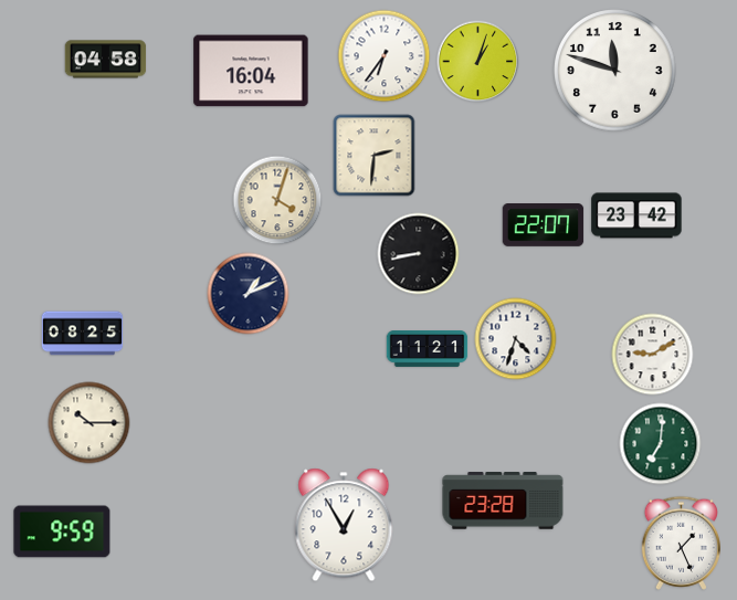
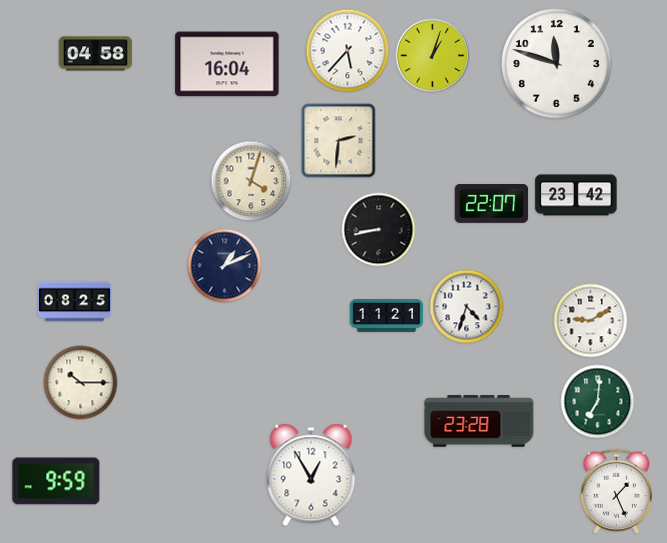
clock at (385, 56): 6:36 -> 5:37
clock at (503, 501) position: (503, 501) -> (479, 421)
